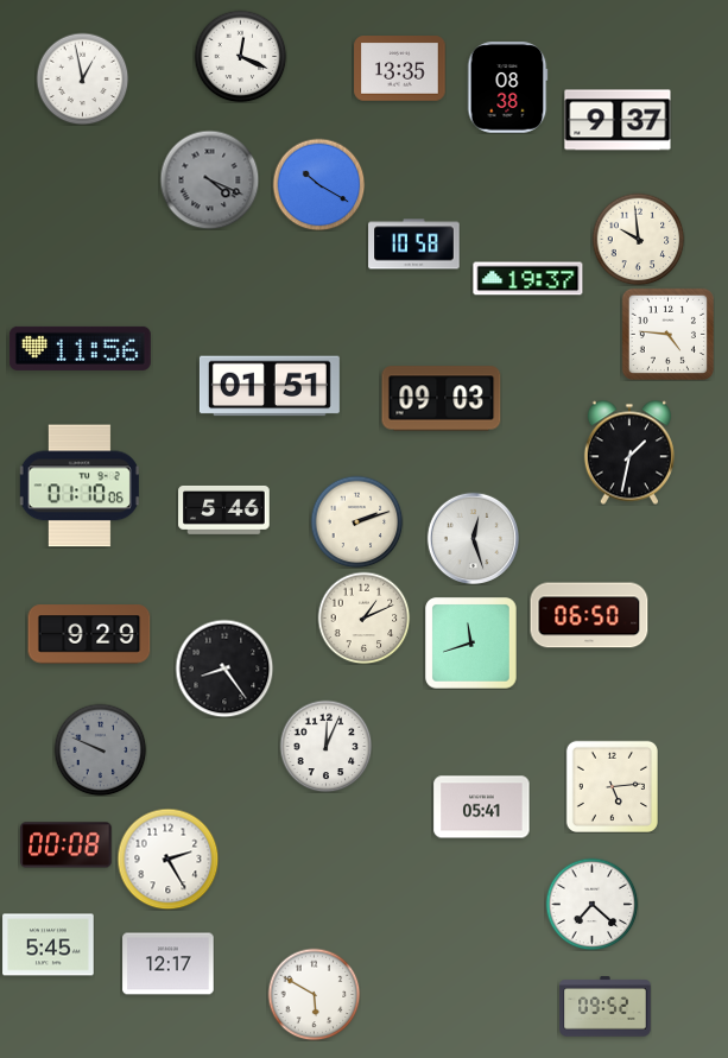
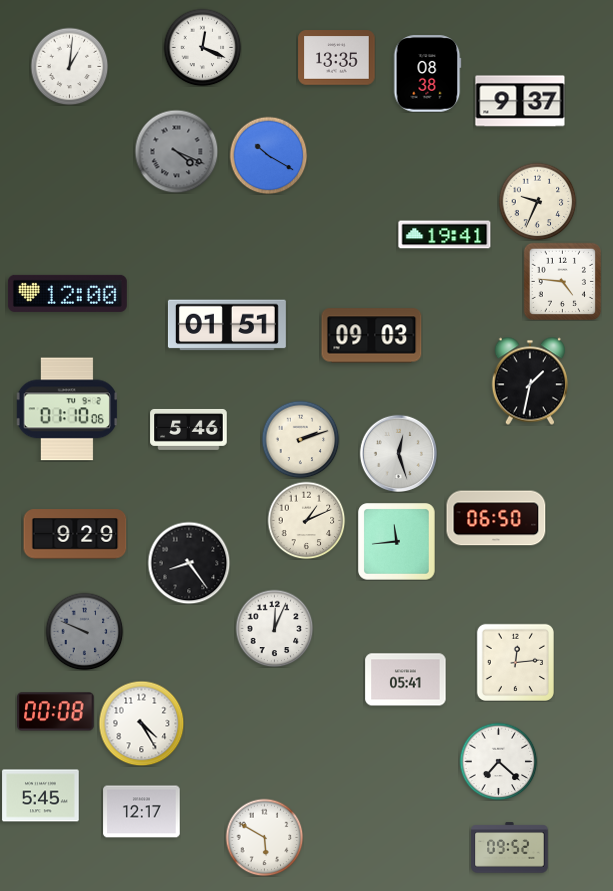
clock at (82, 78): 12:58 -> 1:01
clock at (638, 239): 9:59 -> 9:34
clock at (414, 245): 10:58 -> none
clock at (528, 279): 19:37 -> 19:41
clock at (80, 348): 11:56 -> 12:00
clock at (471, 644): 11:42 -> 11:44
clock at (612, 786): 5:14 -> 12:14
clock at (167, 859): 2:25 -> 4:25
